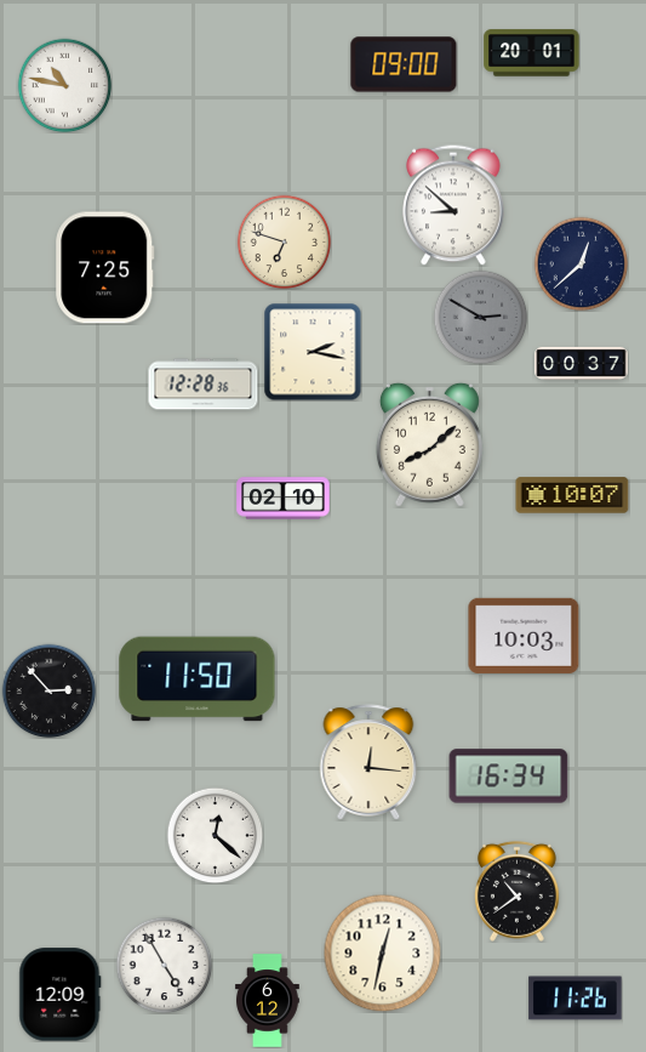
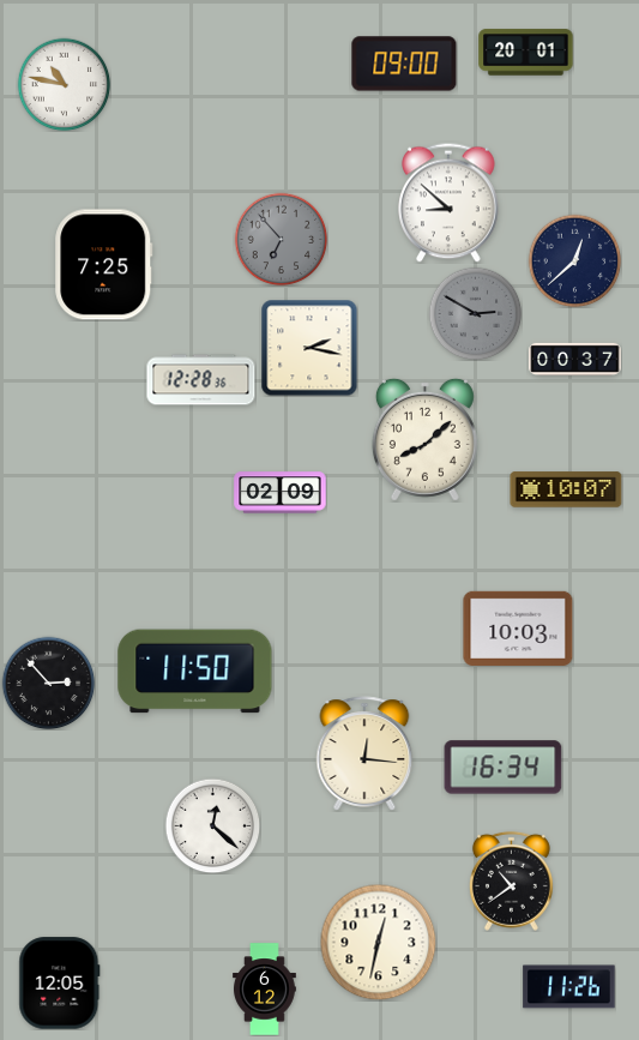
clock at (404, 64) position: (404, 64) -> (404, 64)
clock at (284, 241): 6:48 -> 6:53
clock at (284, 241) dial: cream -> grey
clock at (284, 499): 02:10 -> 02:09
clock at (164, 965): 4:55 -> none
clock at (61, 995): 12:09 -> 12:05
